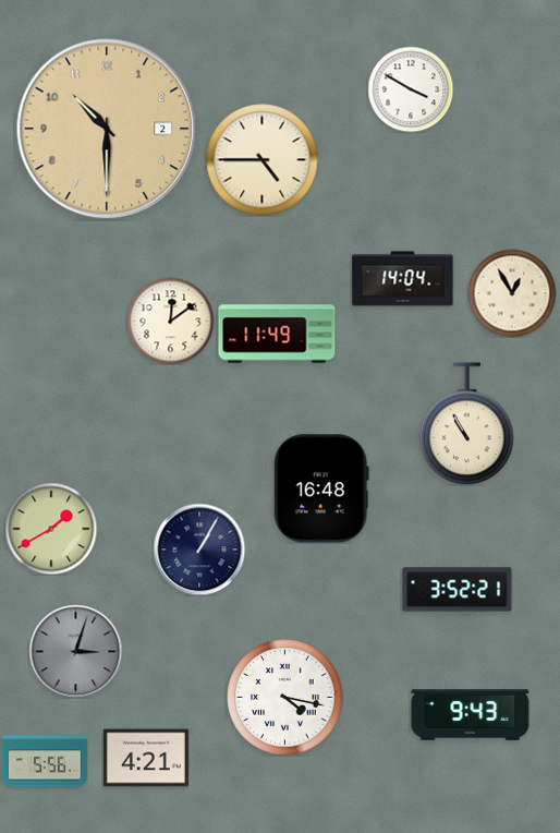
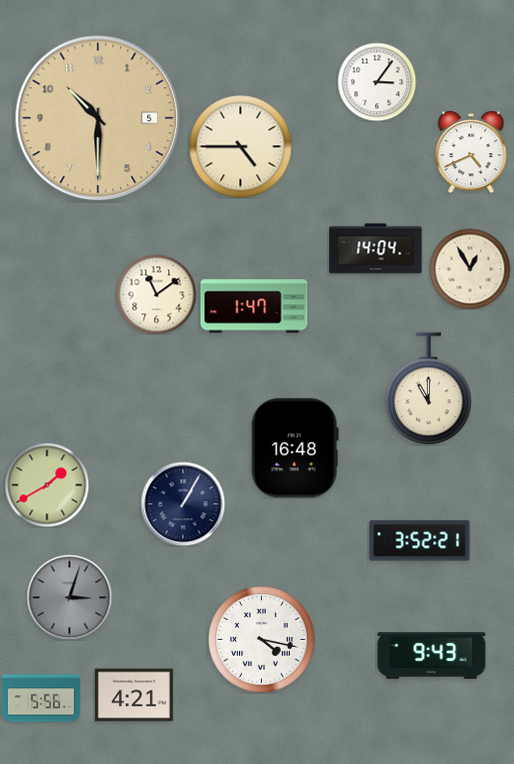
clock at (411, 89): 3:50 -> 3:06
clock at (107, 129) date: 2 -> 5
clock at (471, 152): none -> 4:41
clock at (403, 279) position: (403, 279) -> (376, 249)
clock at (170, 321): 12:09 -> 11:09
clock at (277, 334): 11:49 -> 1:47
clock at (467, 424): 10:55 -> 11:00
